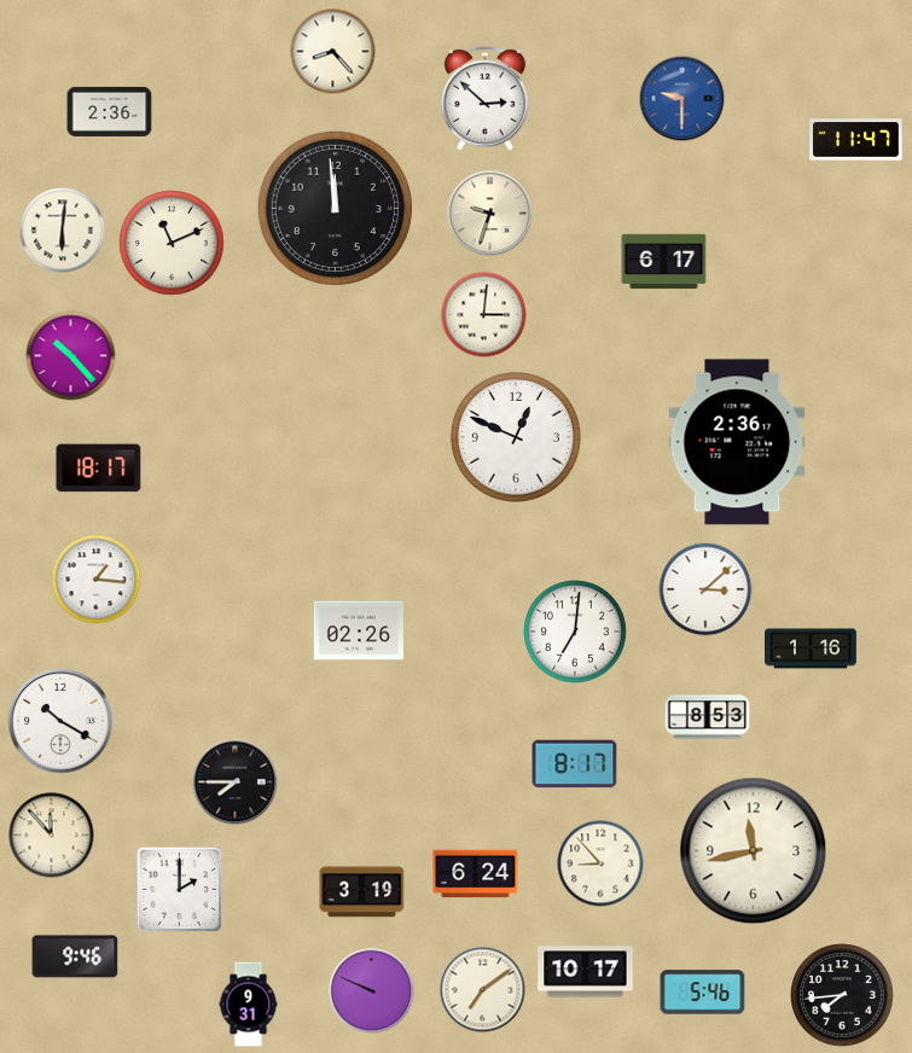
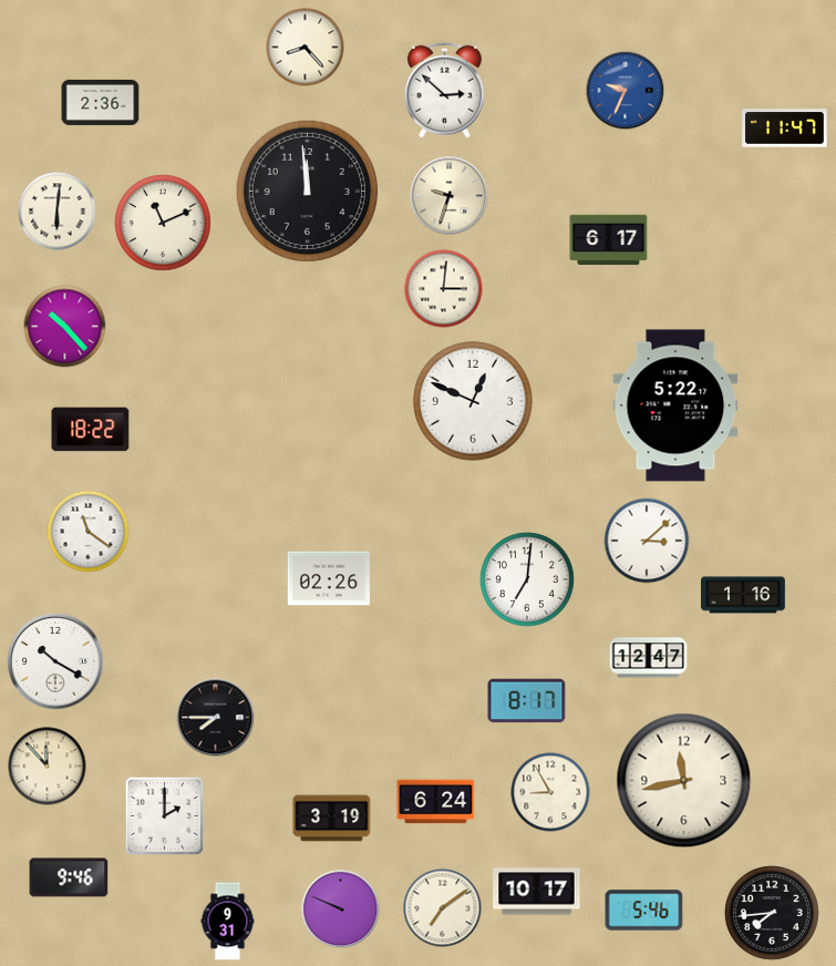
clock at (682, 99): 9:30 -> 9:34
clock at (172, 243) position: (172, 243) -> (163, 223)
clock at (737, 442): 2:36 -> 5:22
clock at (99, 469): 18:17 -> 18:22
clock at (97, 580): 1:16 -> 11:21
clock at (708, 717): 8:53 -> 12:47
clock at (754, 851) position: (754, 851) -> (684, 781)
clock at (600, 863): 8:53 -> 8:55
